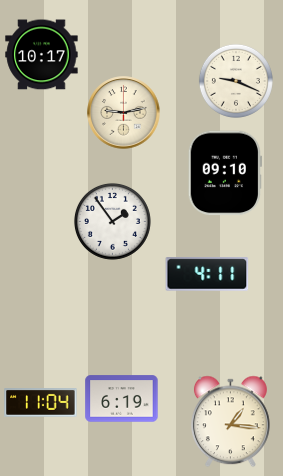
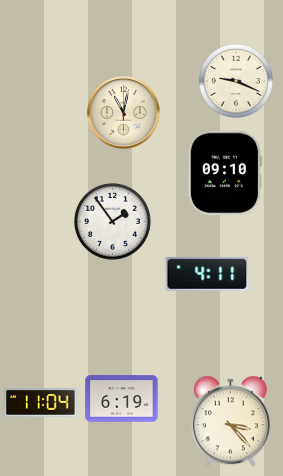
clock at (42, 55): 10:17 -> none
clock at (124, 113): 9:13 -> 11:02
clock at (230, 422): 1:16 -> 3:23
